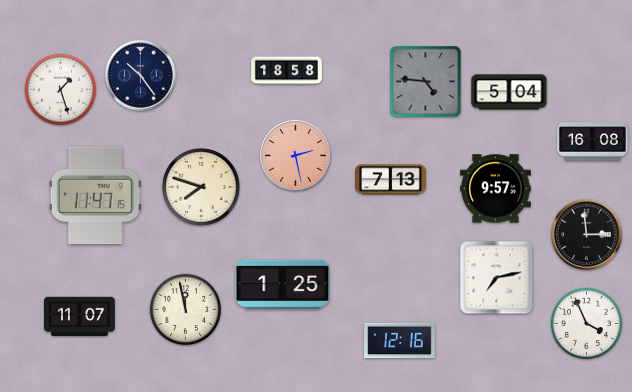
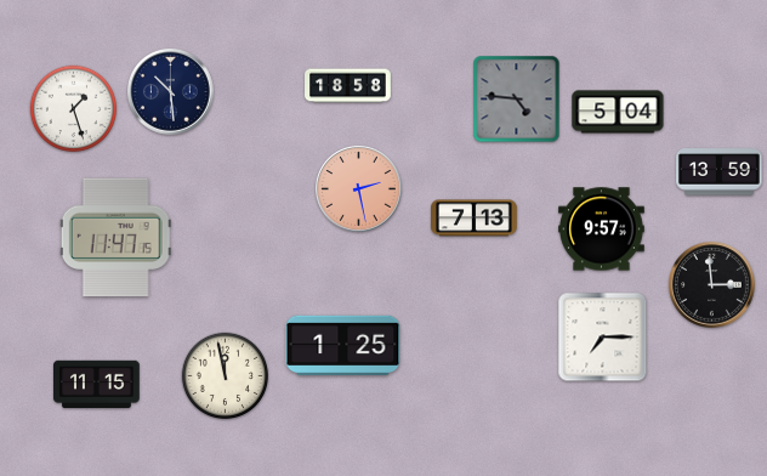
clock at (141, 76): 10:24 -> 10:29
clock at (593, 142): 16:08 -> 13:59
clock at (201, 187): 7:48 -> none
clock at (497, 278): 7:13 -> 7:15
clock at (80, 316): 11:07 -> 11:15
clock at (587, 324): 3:56 -> none
clock at (400, 341): 12:16 -> none
